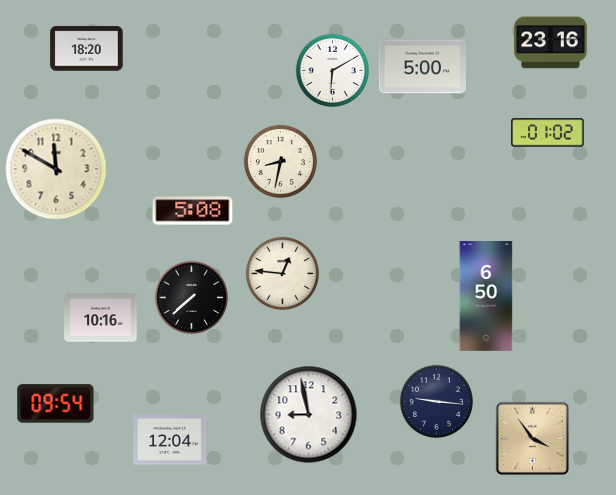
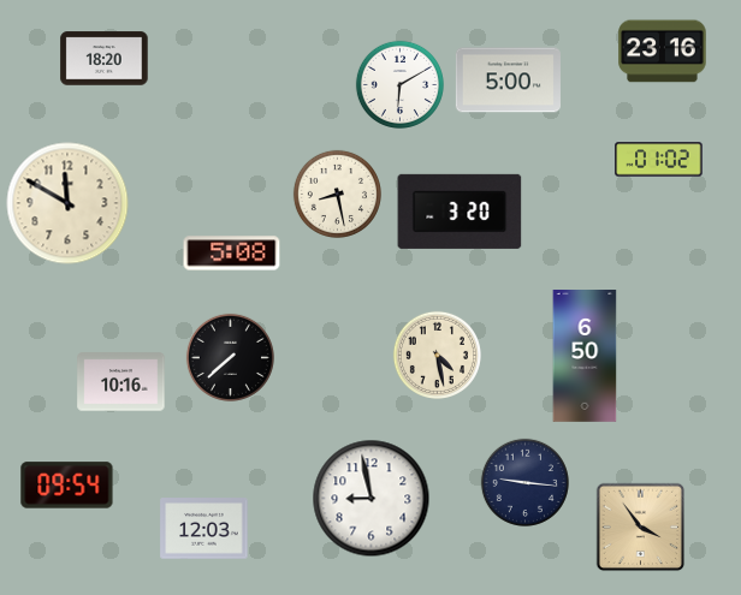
clock at (280, 161): 8:32 -> 8:28
clock at (460, 212): none -> 3:20
clock at (282, 273): 12:46 -> none
clock at (437, 355): none -> 4:28
clock at (170, 440): 12:04 -> 12:03
